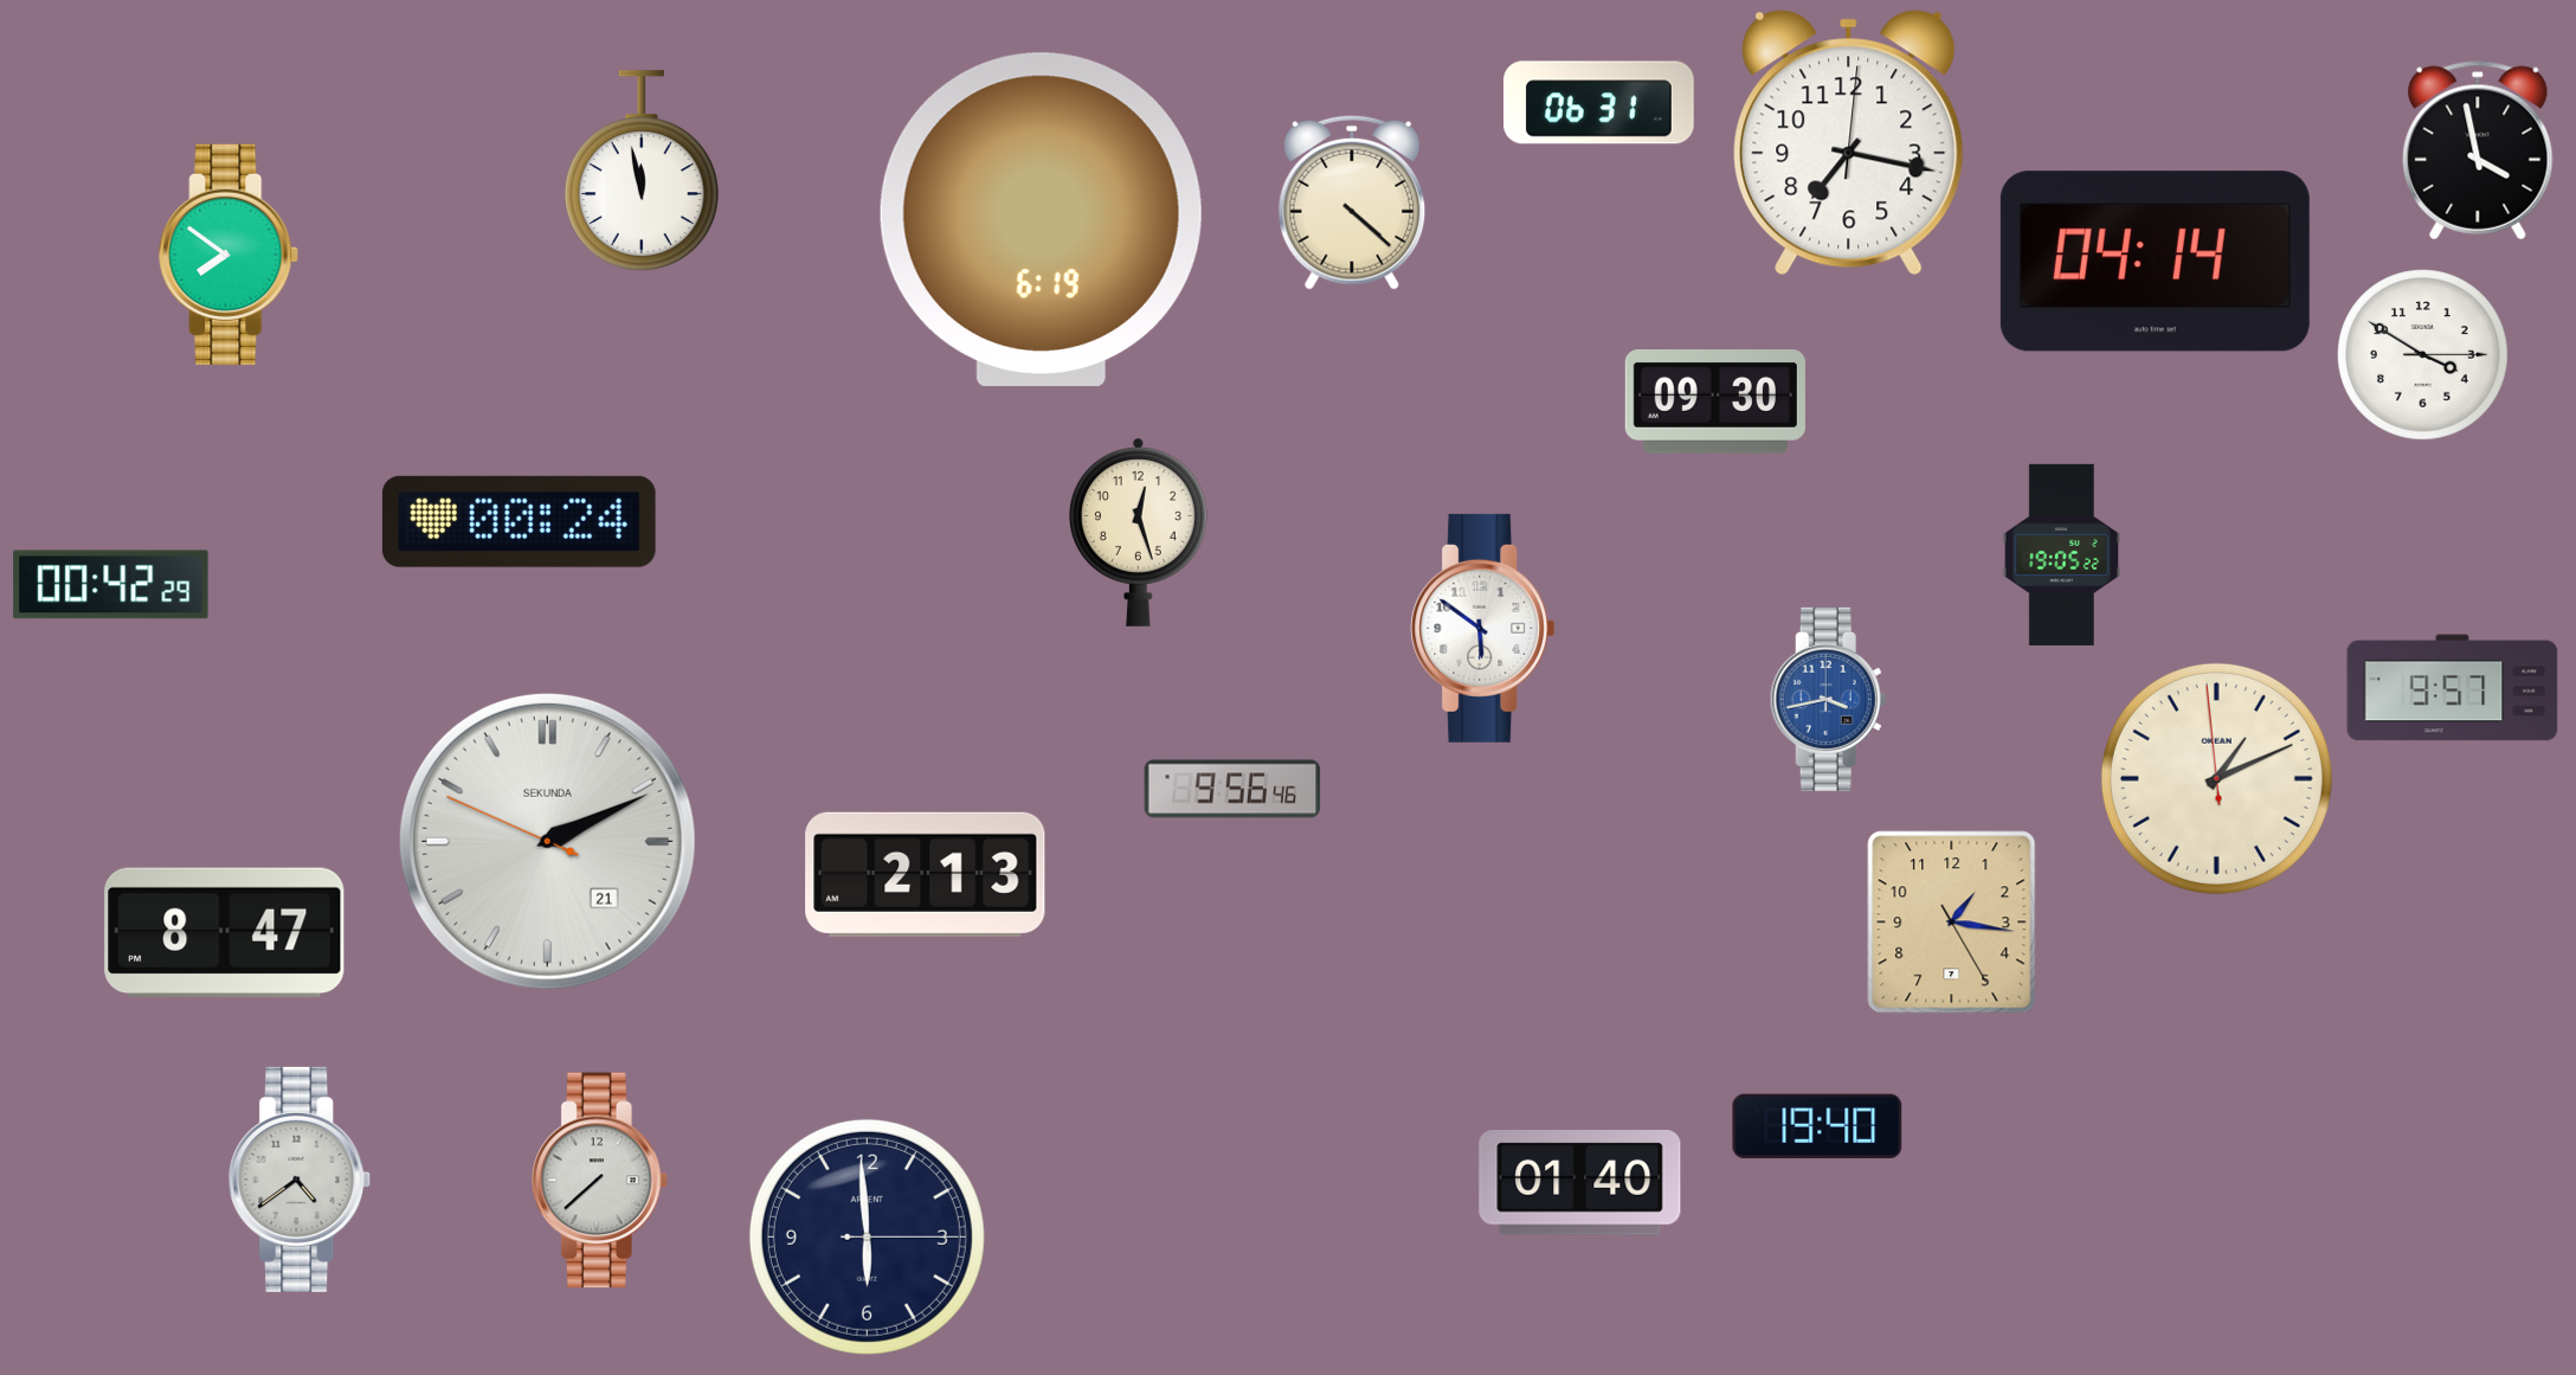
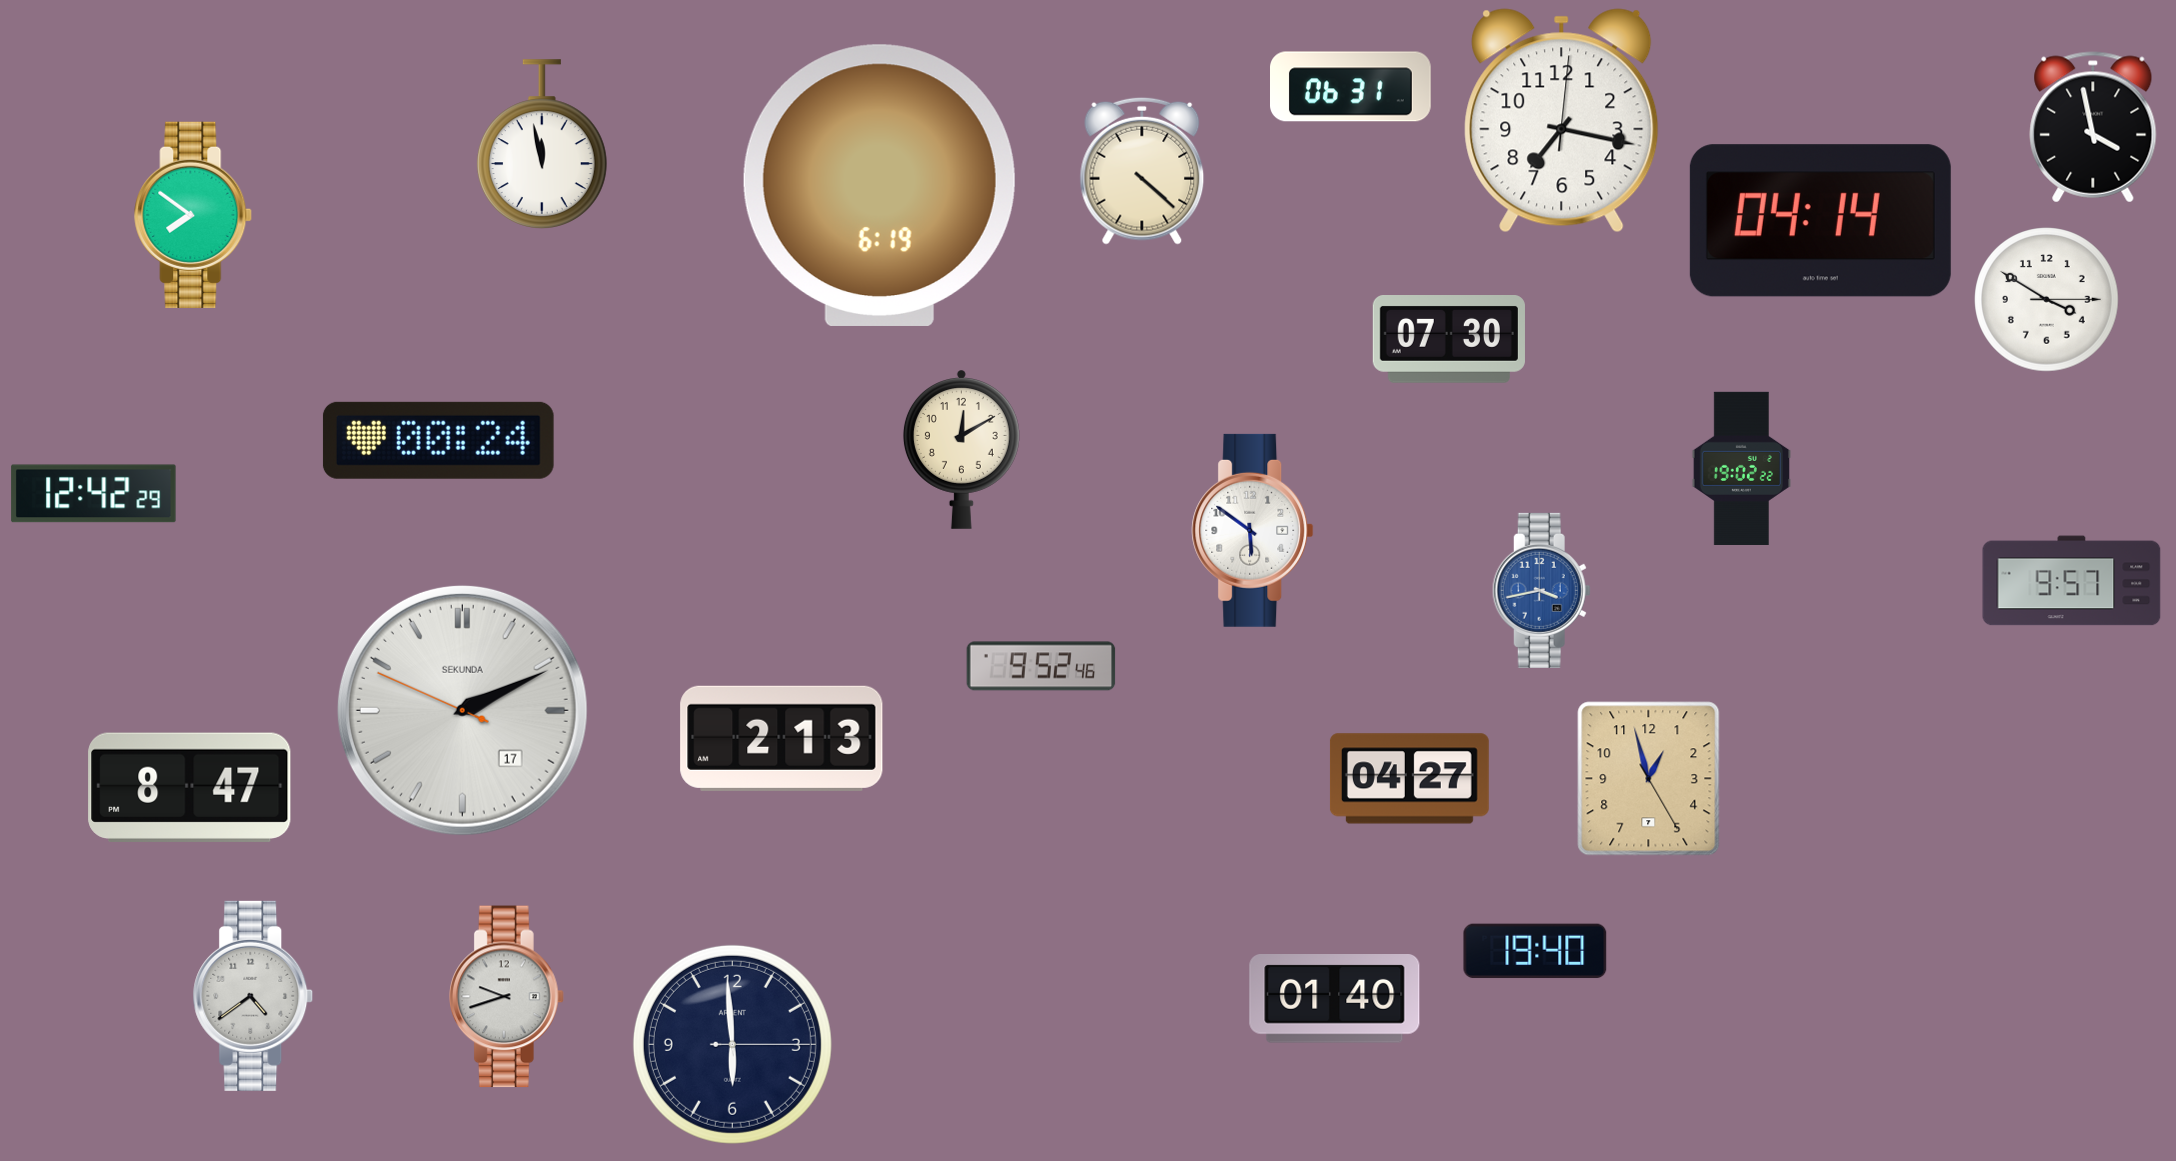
clock at (1715, 403): 09:30 -> 07:30
clock at (1138, 532): 12:27 -> 12:10
clock at (2061, 554): 19:05 -> 19:02
clock at (111, 585): 00:42 -> 12:42
clock at (1828, 699) position: (1828, 699) -> (1541, 590)
clock at (2216, 778): 1:10 -> none
clock at (1232, 789): 9:56 -> 9:52
clock at (547, 841) date: 21 -> 17
clock at (1409, 779): none -> 04:27
clock at (1952, 923): 1:16 -> 12:57
clock at (600, 1181): 7:38 -> 9:42
